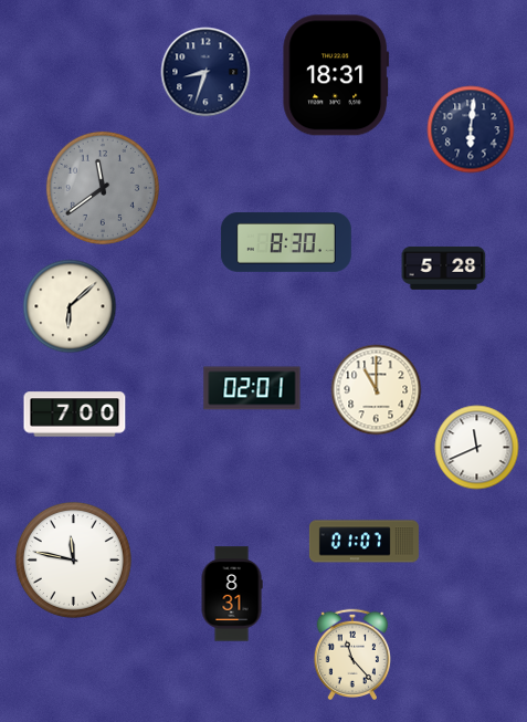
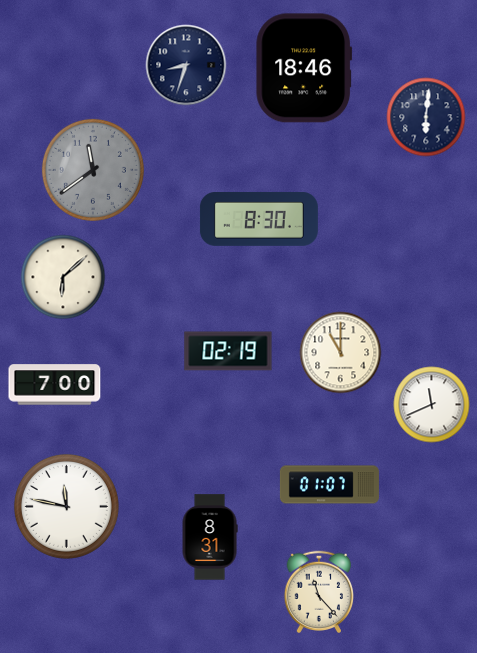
clock at (336, 75): 18:31 -> 18:46
clock at (444, 268): 5:28 -> none
clock at (252, 388): 02:01 -> 02:19
clock at (75, 415) position: (75, 415) -> (55, 385)
clock at (363, 542) position: (363, 542) -> (329, 485)
